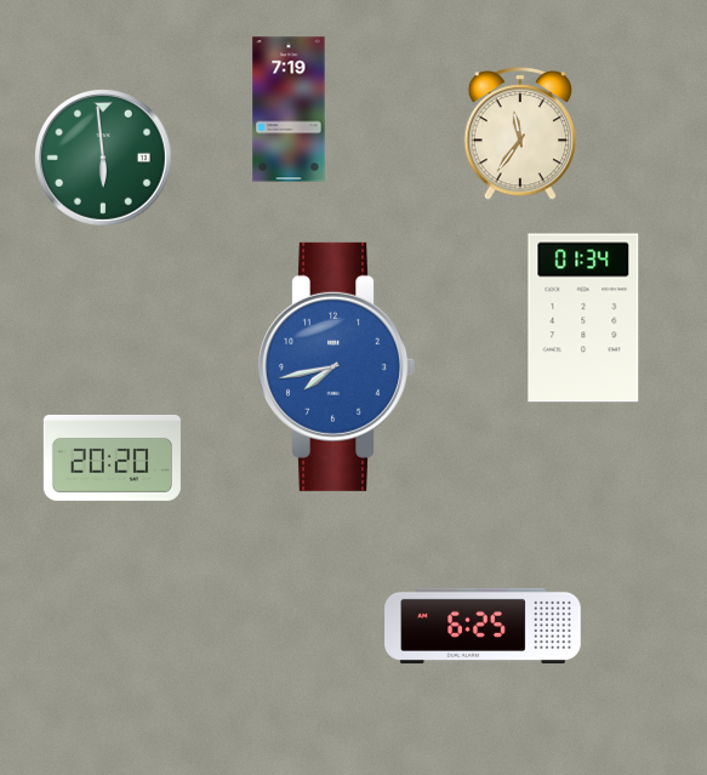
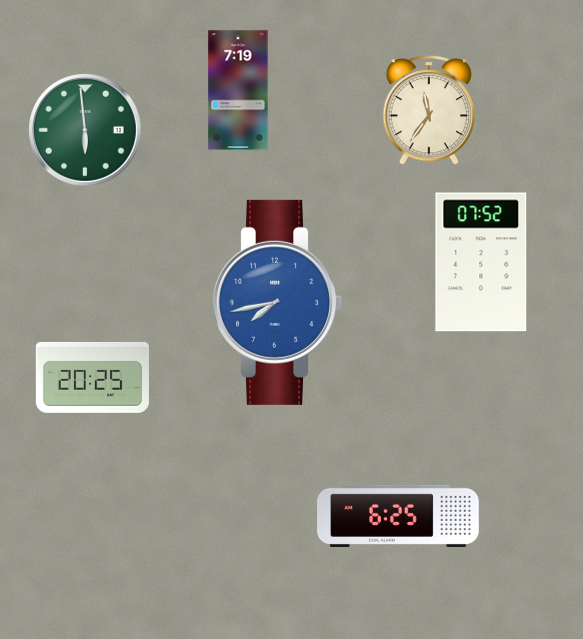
clock at (583, 318): 01:34 -> 07:52
clock at (112, 457): 20:20 -> 20:25
